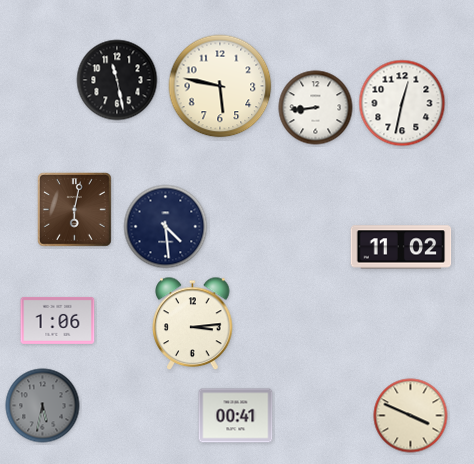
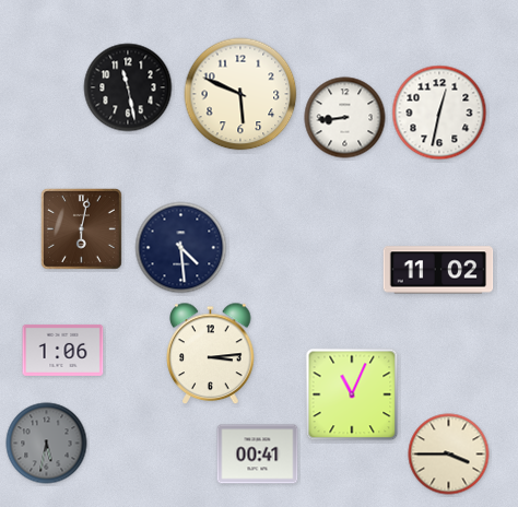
clock at (220, 86): 5:47 -> 5:49
clock at (352, 394): none -> 11:04
clock at (411, 416): 3:49 -> 3:45
